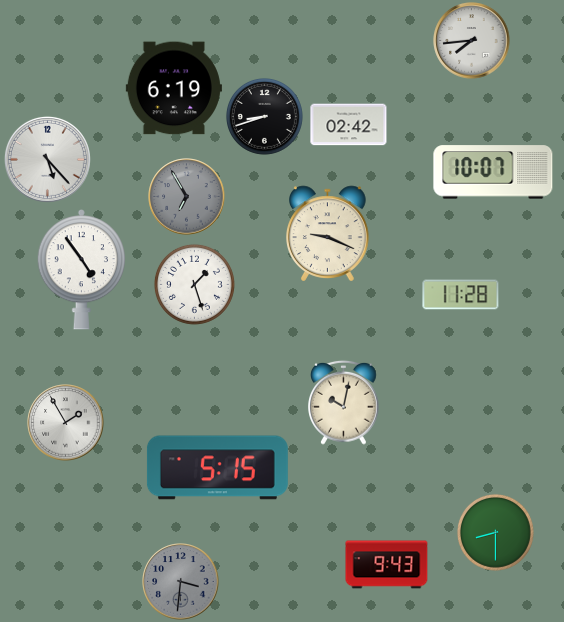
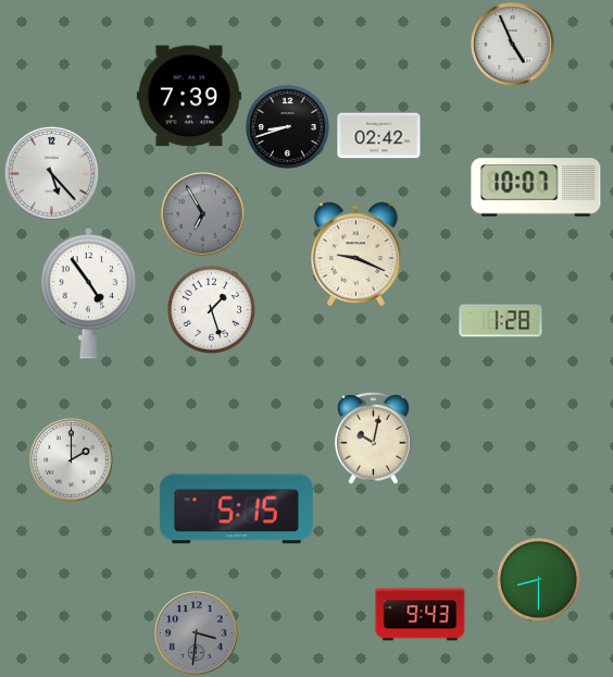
clock at (472, 41): 7:44 -> 4:56
clock at (174, 88): 6:19 -> 7:39
clock at (461, 295): 11:28 -> 1:28
clock at (66, 423): 1:55 -> 2:00
